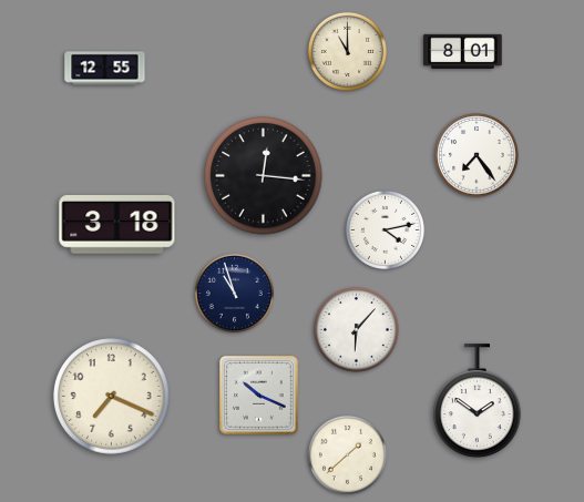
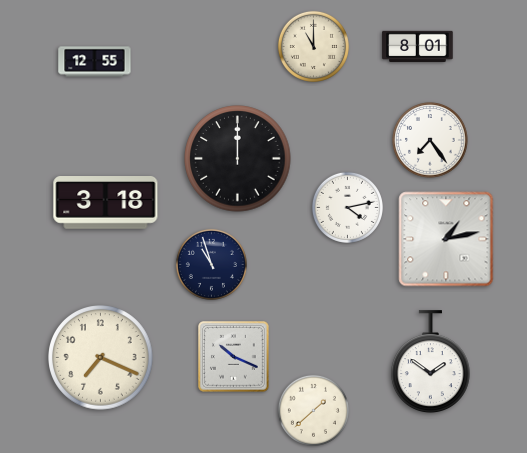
clock at (264, 176): 12:16 -> 12:00
clock at (446, 239): none -> 1:13
clock at (357, 330): 6:07 -> none
